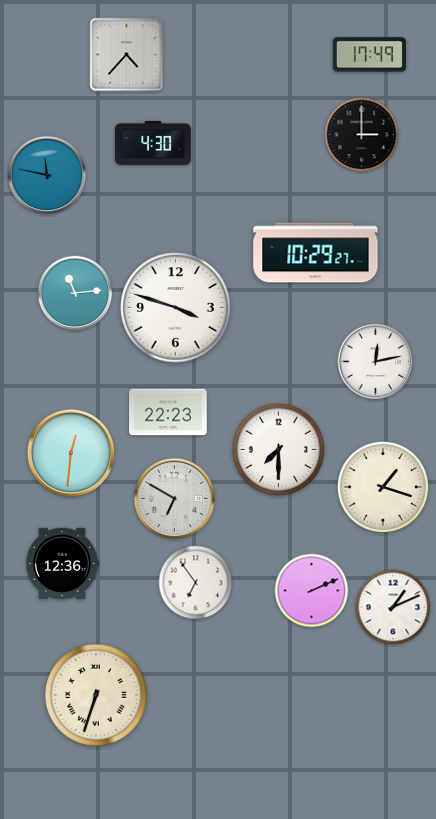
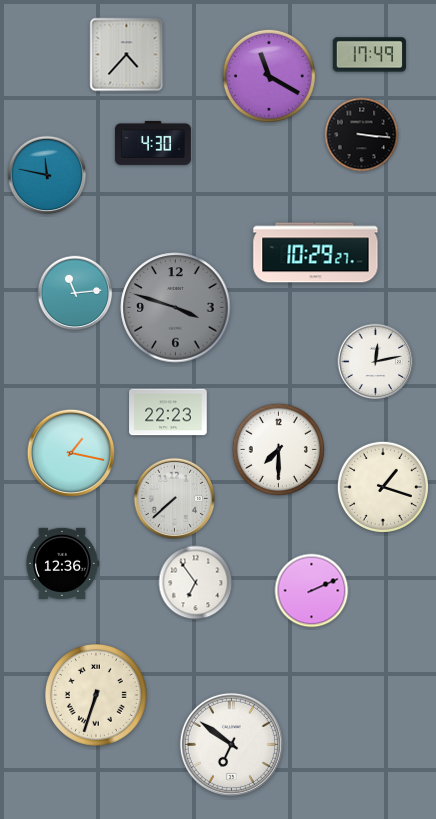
clock at (269, 76): none -> 11:20
clock at (362, 135): 3:00 -> 3:16
clock at (176, 308) dial: white -> grey
clock at (71, 453): 12:31 -> 1:17
clock at (175, 499): 6:50 -> 7:38
clock at (393, 607): 1:11 -> none
clock at (231, 744): none -> 6:51
